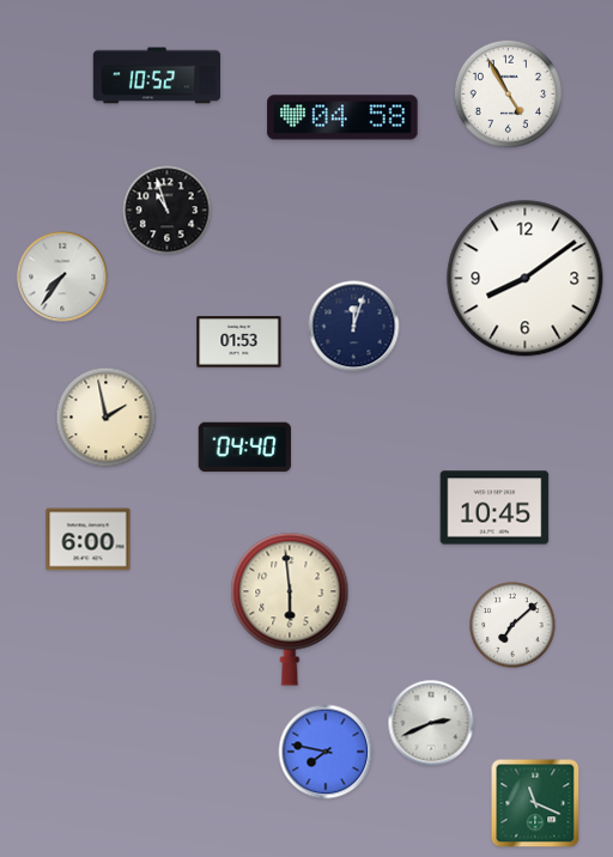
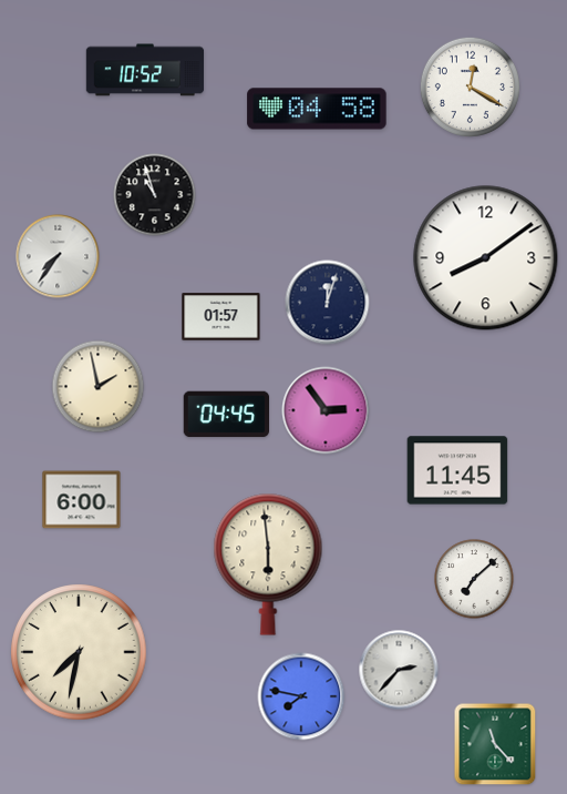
clock at (508, 93): 4:55 -> 12:20
clock at (239, 342): 01:53 -> 01:57
clock at (326, 410): none -> 2:54
clock at (245, 448): 04:40 -> 04:45
clock at (494, 507): 10:45 -> 11:45
clock at (79, 652): none -> 7:32
clock at (431, 723): 2:41 -> 2:37
clock at (535, 803): 11:19 -> 11:23
